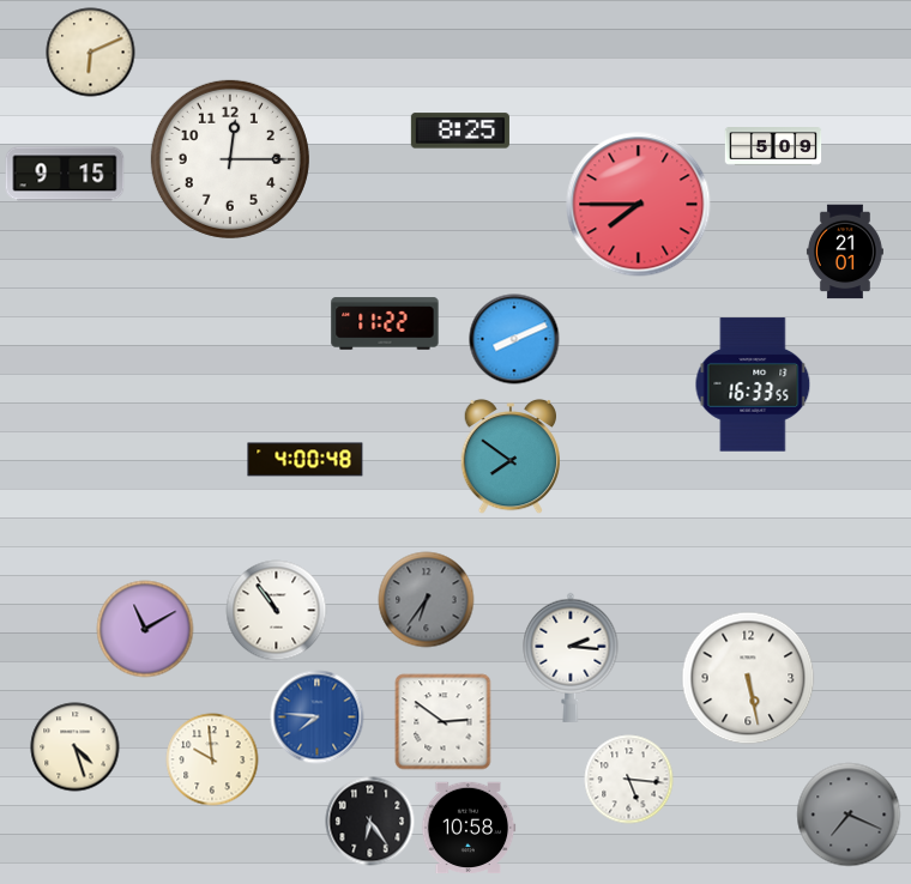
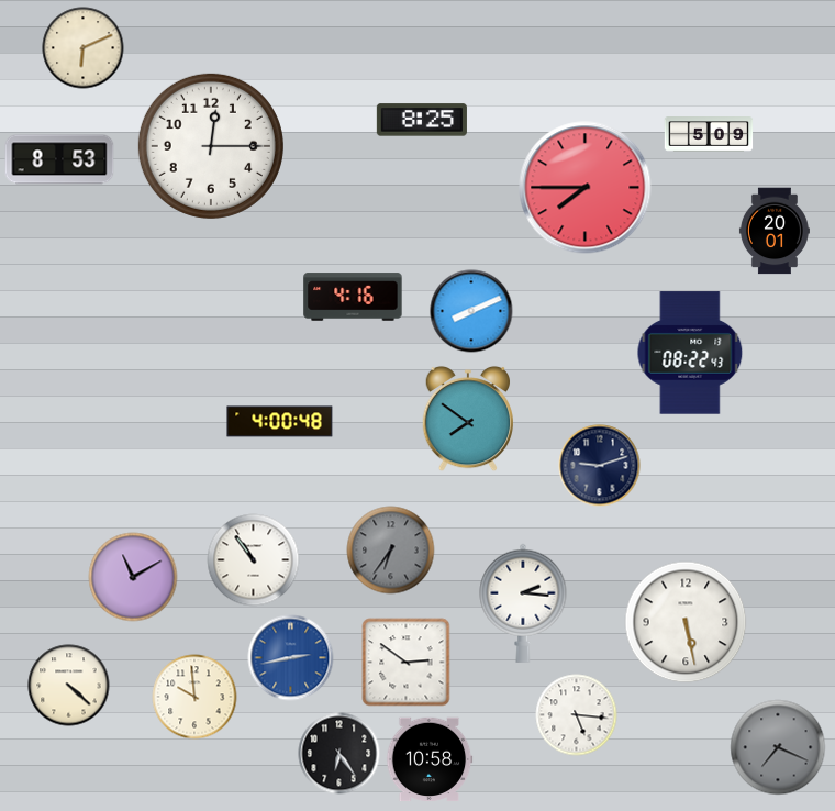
clock at (65, 174): 9:15 -> 8:53
clock at (845, 252): 21:01 -> 20:01
clock at (385, 323): 11:22 -> 4:16
clock at (753, 385): 16:33 -> 08:22
clock at (600, 466): none -> 9:12
clock at (318, 718): 7:46 -> 2:43
clock at (76, 747): 4:27 -> 4:22
